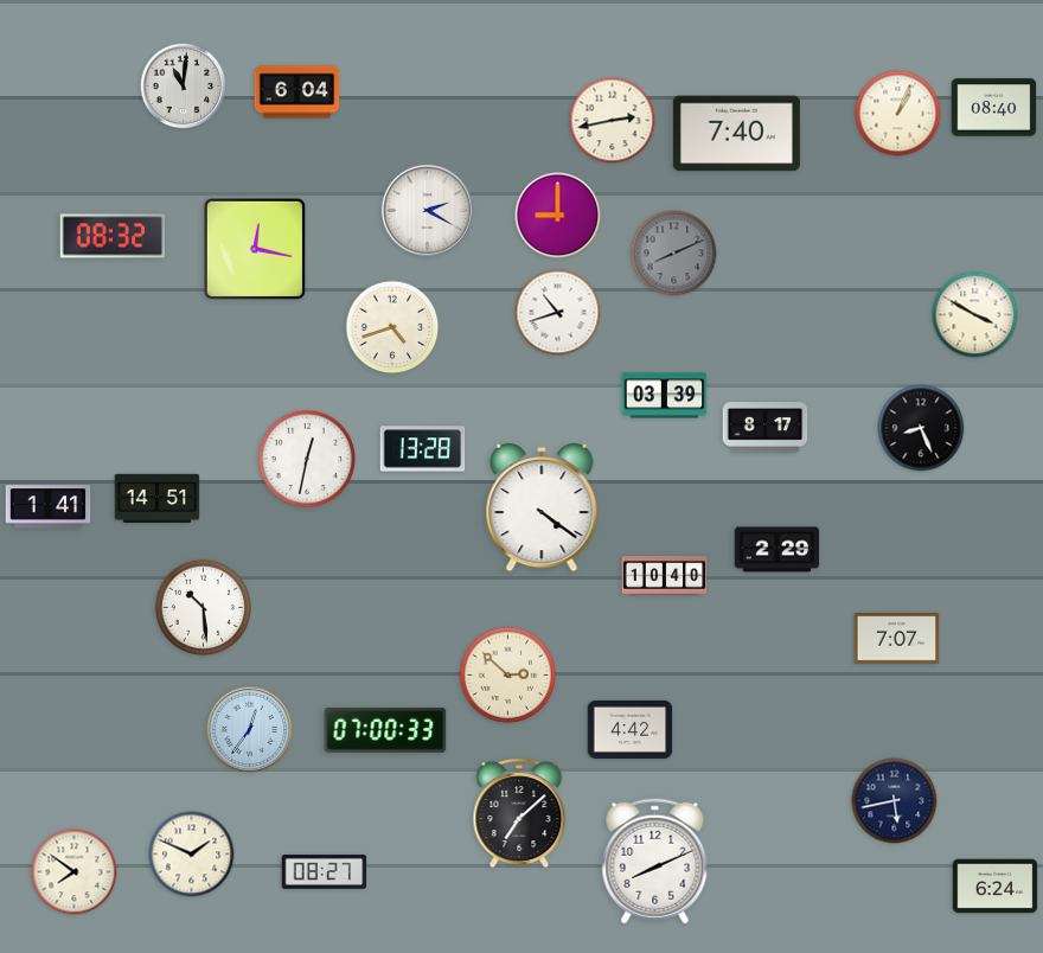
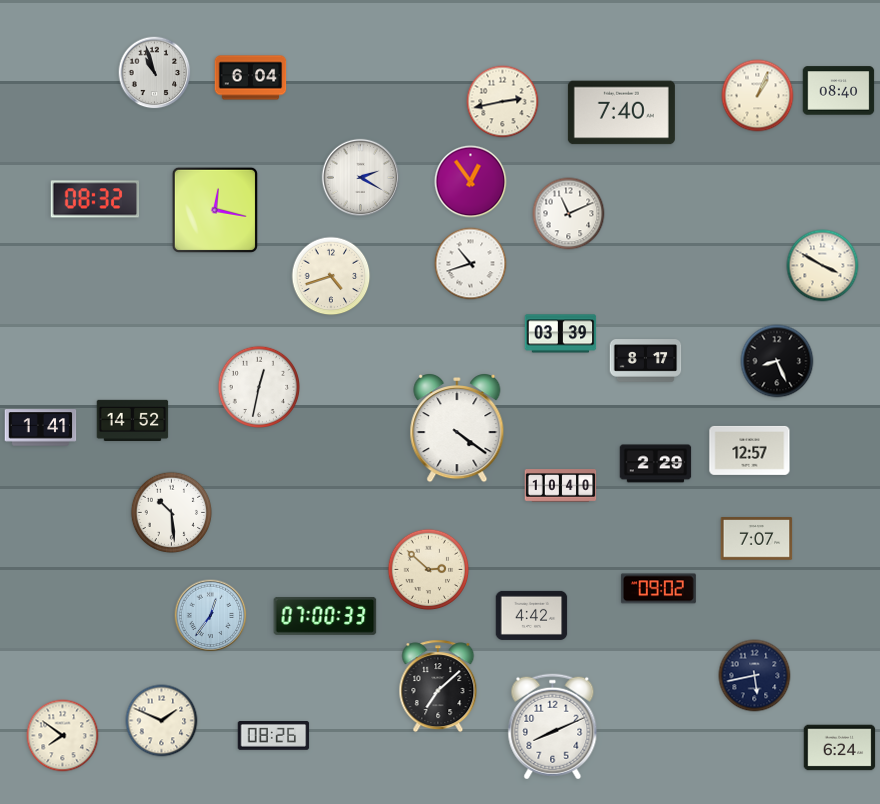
clock at (184, 87): 11:01 -> 10:57
clock at (613, 121) position: (613, 121) -> (503, 102)
clock at (558, 216): 9:00 -> 12:54
clock at (674, 254): 8:11 -> 11:11
clock at (674, 254) dial: grey -> white
clock at (423, 449): 13:28 -> none
clock at (158, 498): 14:51 -> 14:52
clock at (750, 450): none -> 12:57
clock at (658, 589): none -> 09:02
clock at (325, 872): 08:27 -> 08:26
